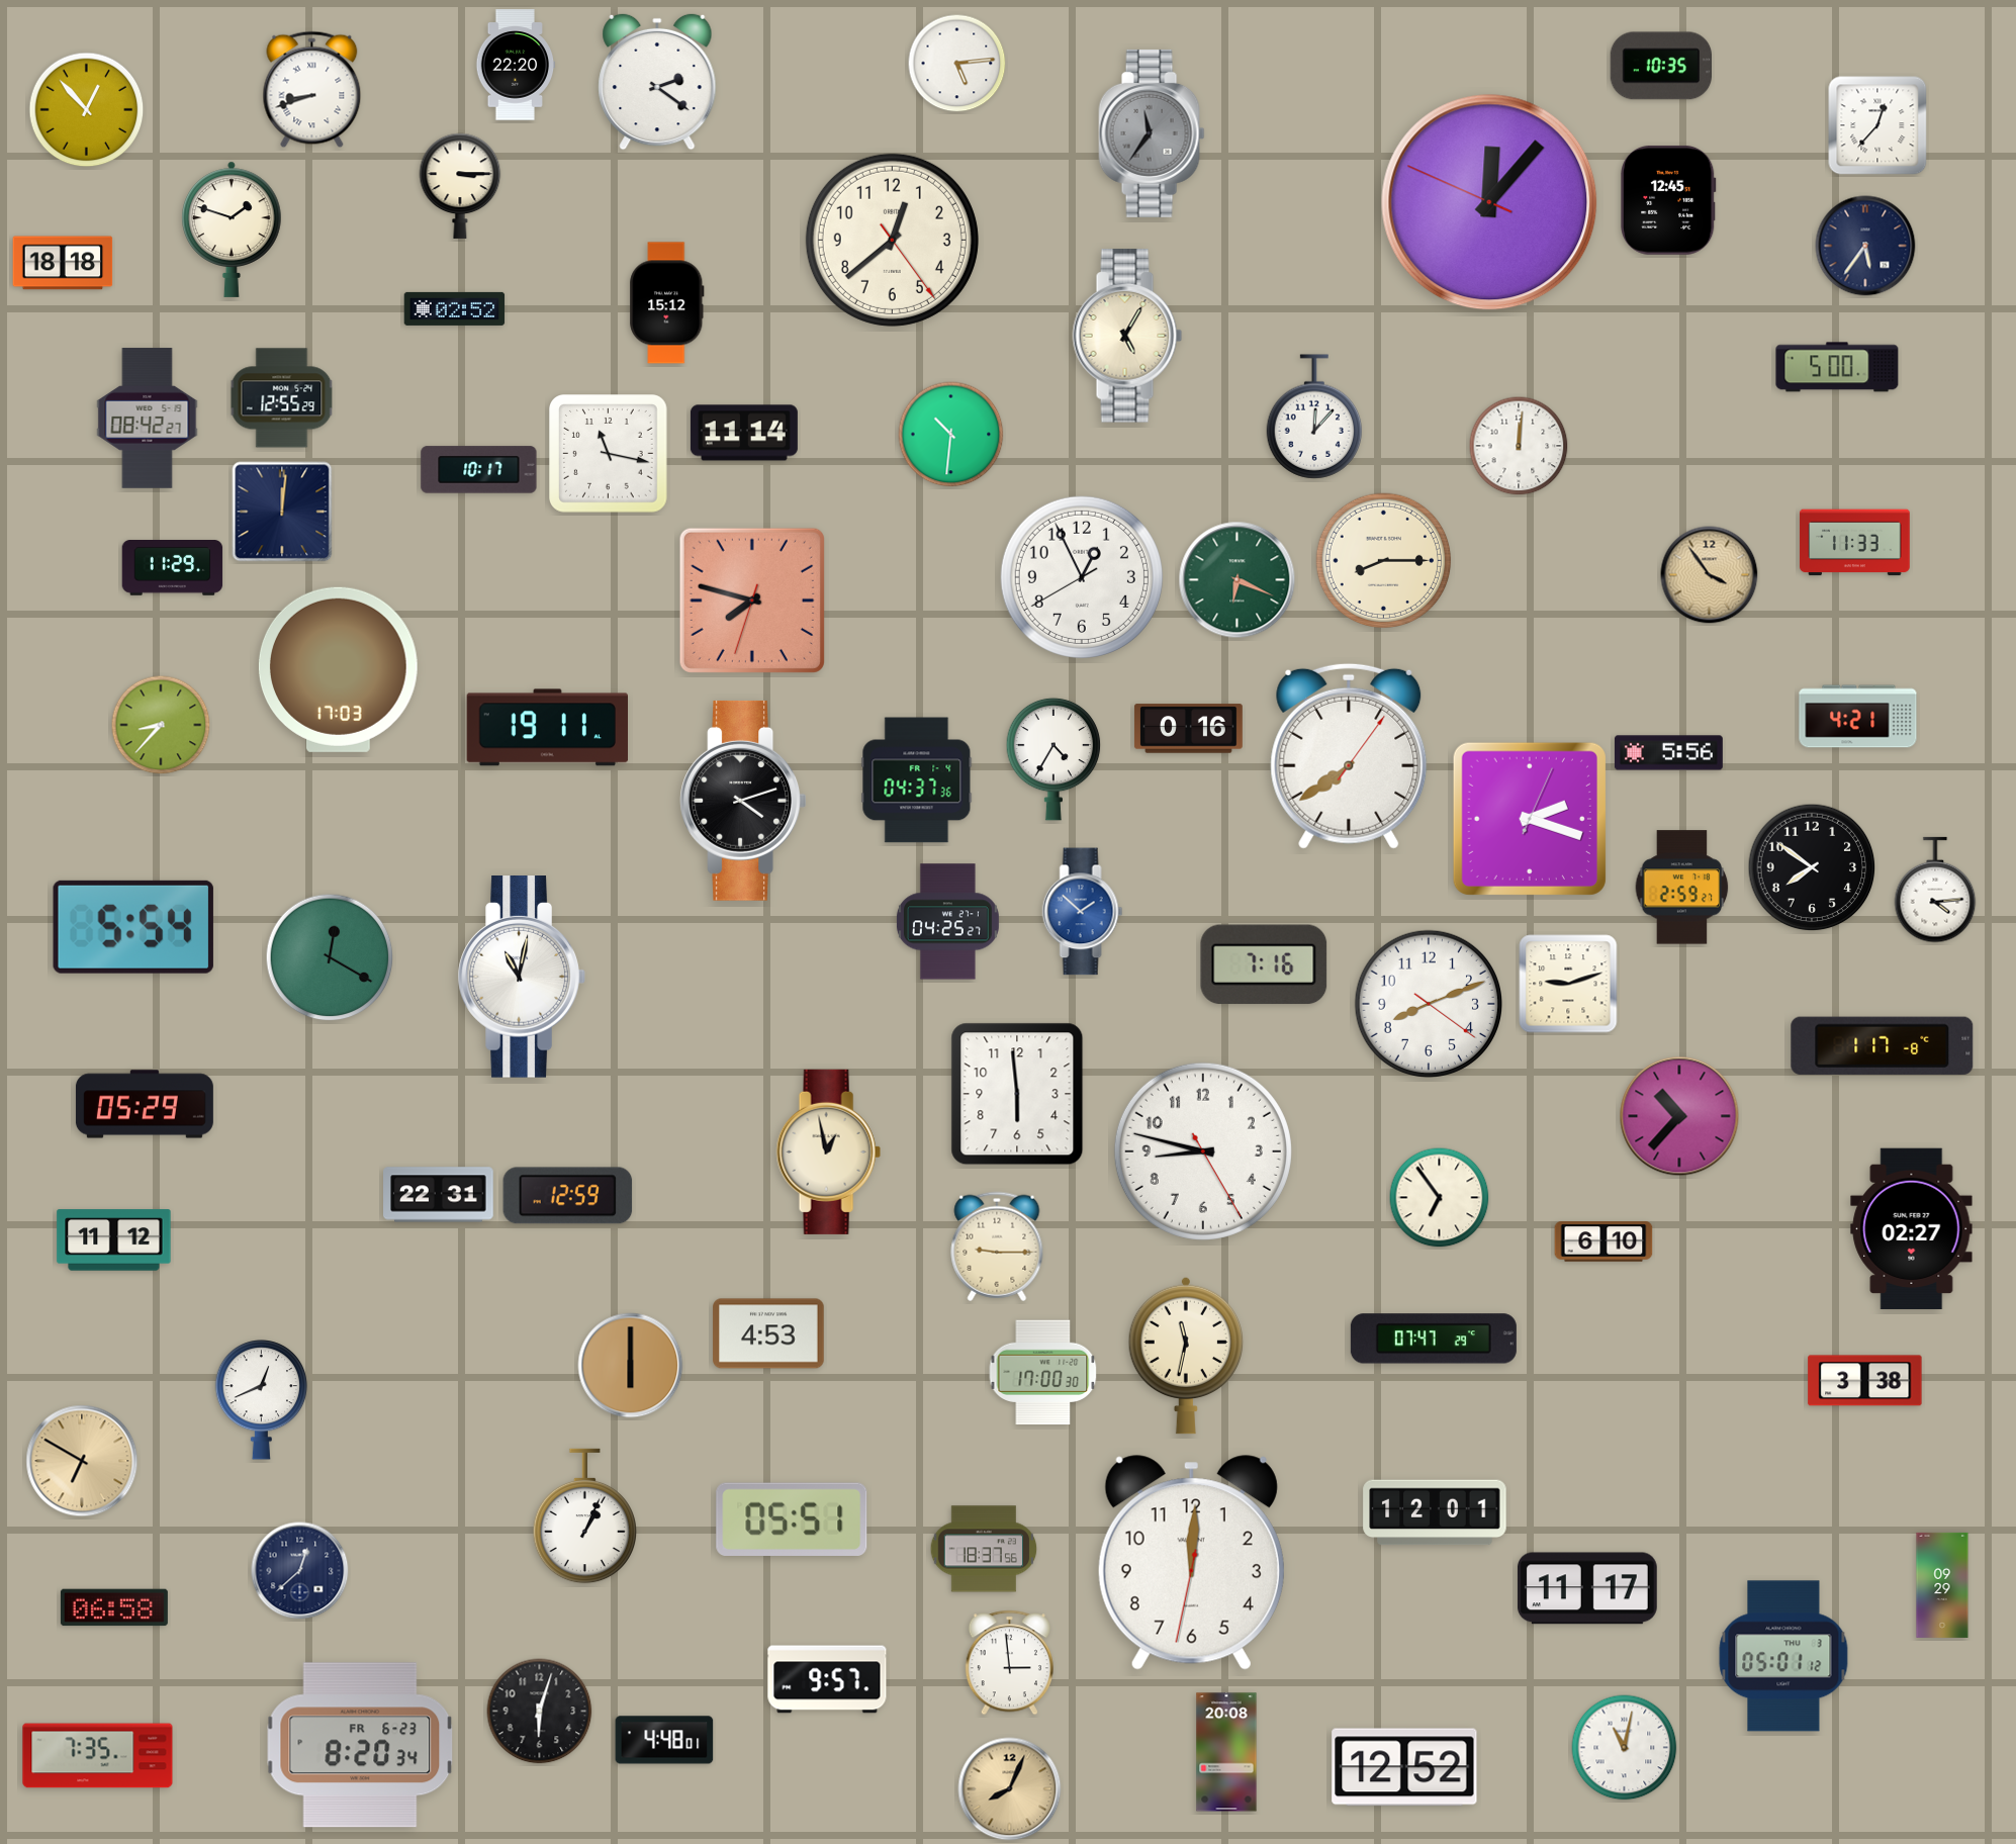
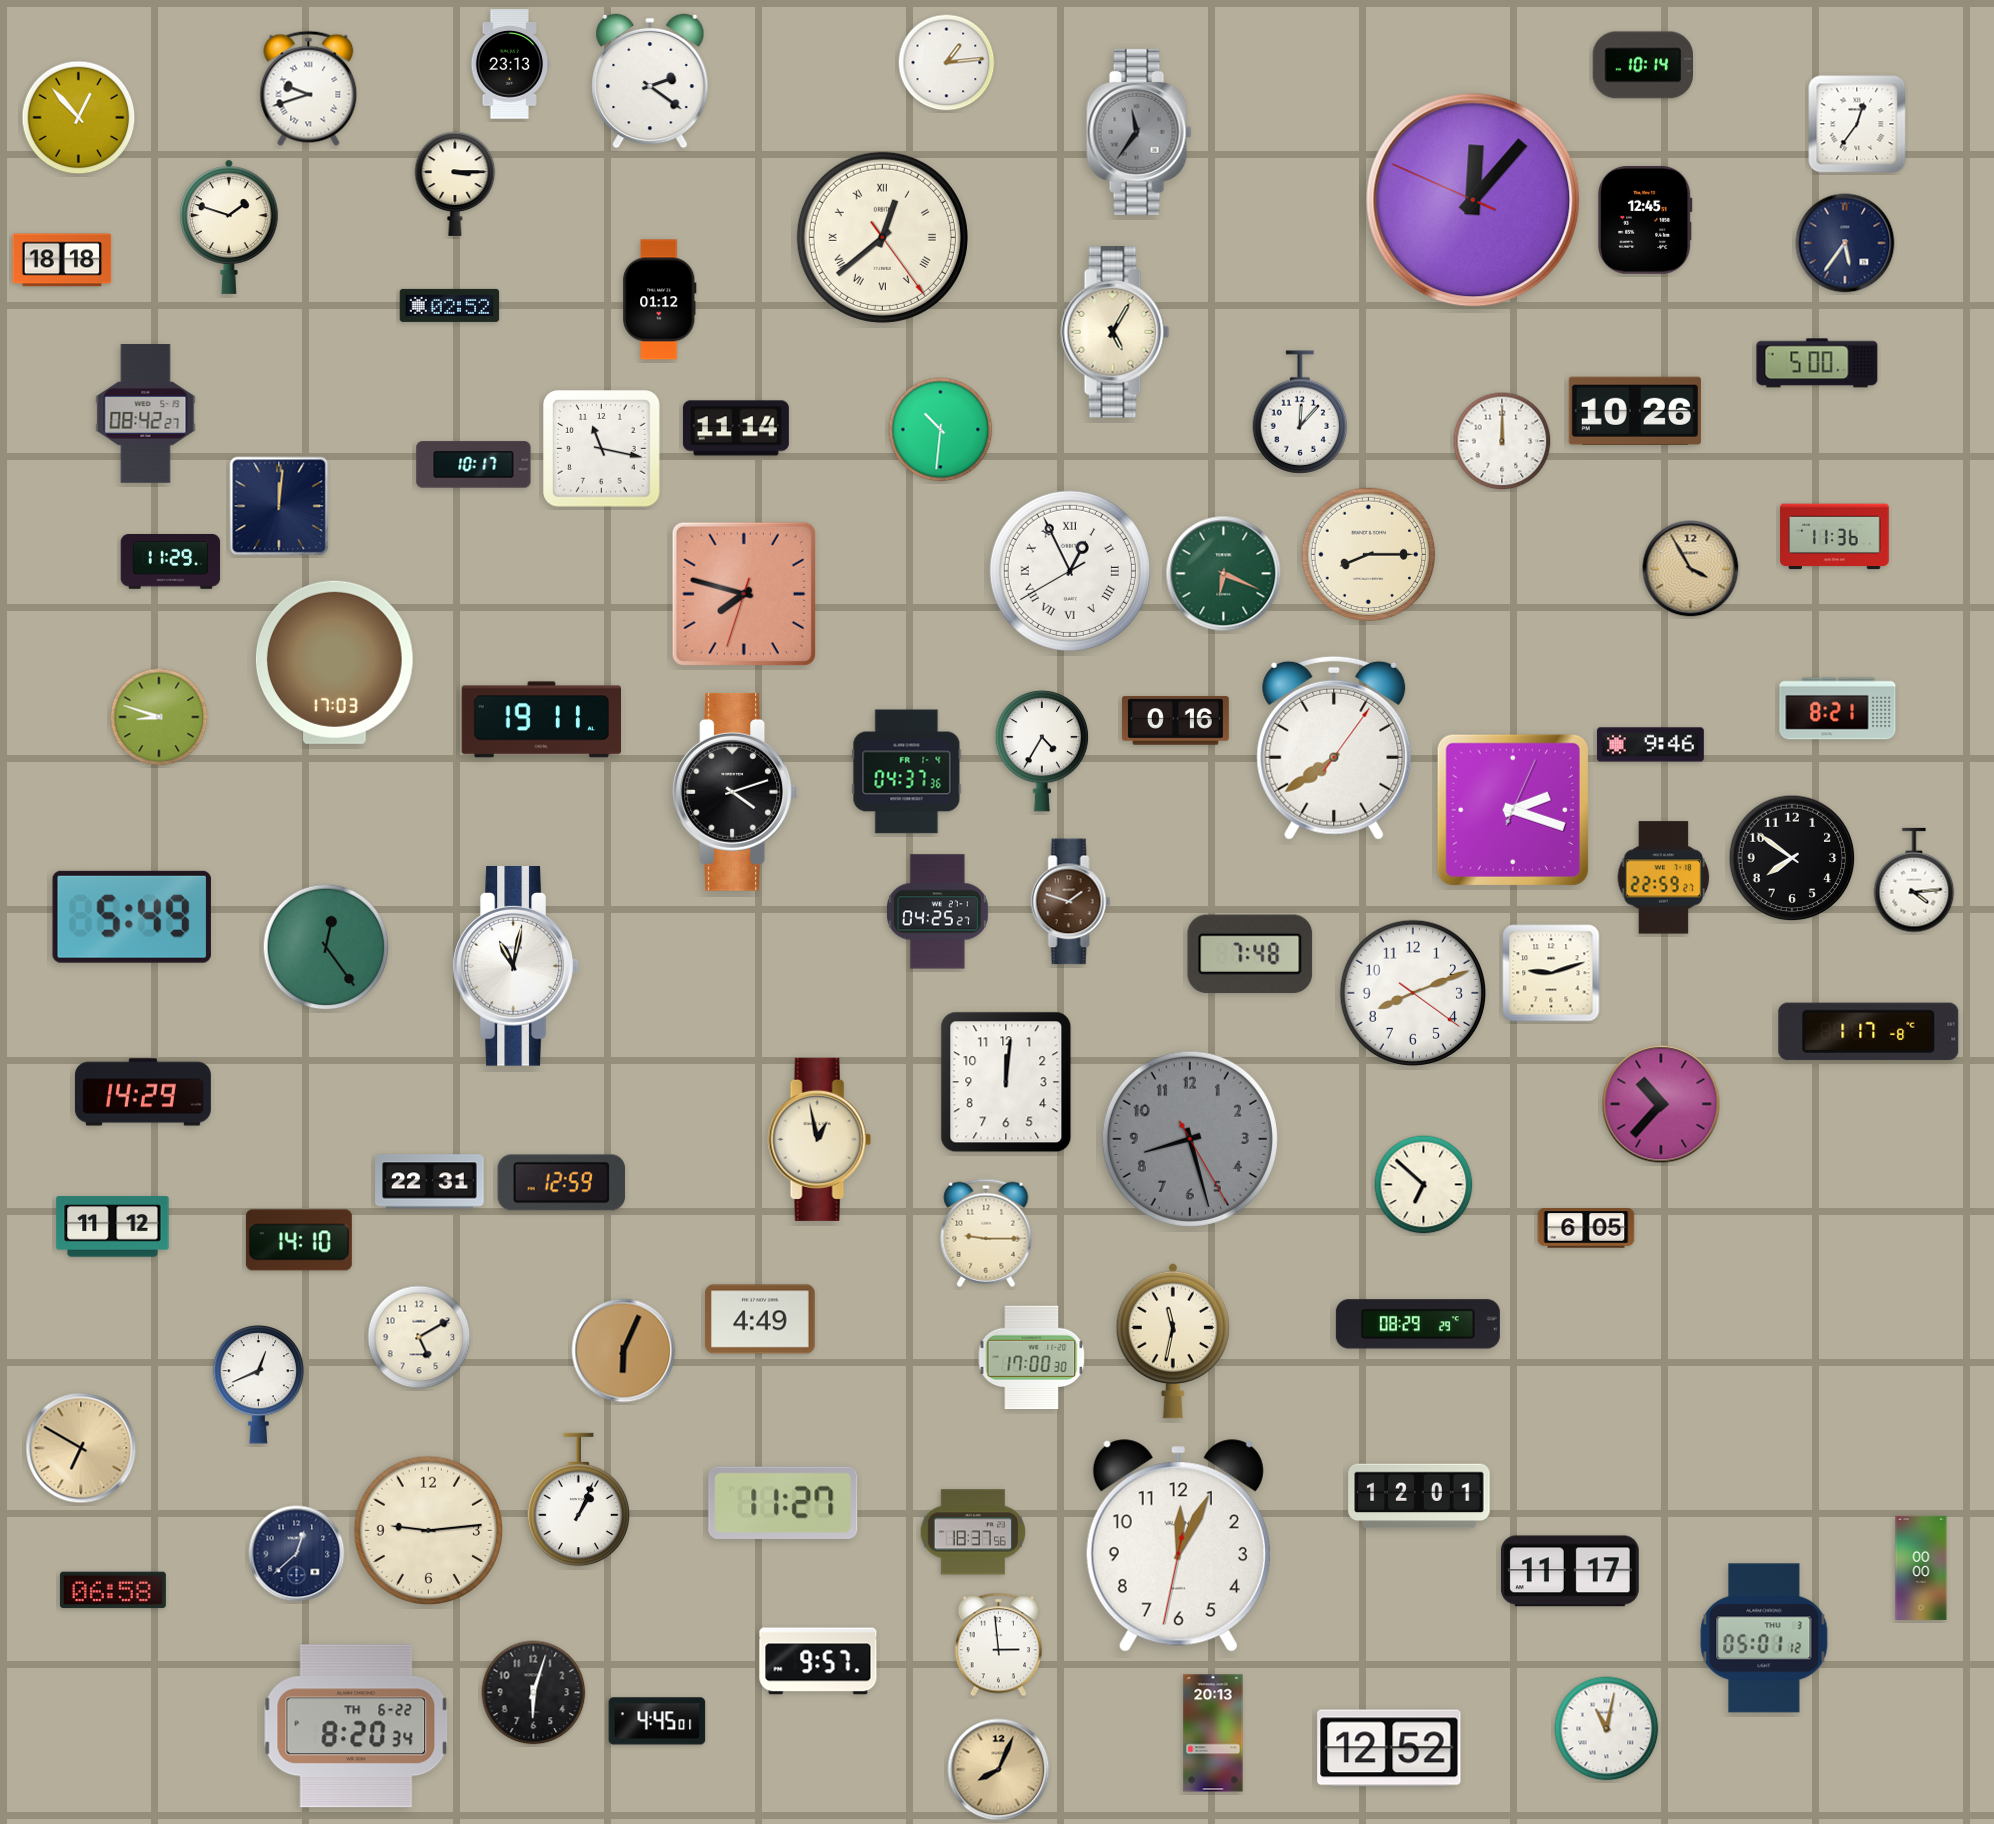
clock at (957, 64): 5:14 -> 1:14
clock at (516, 65): 22:20 -> 23:13
clock at (1660, 66): 10:35 -> 10:14
clock at (312, 90): 8:42 -> 9:42
clock at (87, 110) position: (87, 110) -> (79, 118)
clock at (1877, 125): 12:37 -> 12:36
clock at (1668, 200) position: (1668, 200) -> (1645, 220)
clock at (892, 240) numerals: Arabic -> Roman
clock at (667, 303): 15:12 -> 01:12
clock at (282, 398): 12:55 -> none
clock at (1635, 410): none -> 10:26
clock at (1519, 446): 12:01 -> 12:00
clock at (1855, 543): 11:33 -> 11:36
clock at (1710, 575): 3:54 -> 3:55
clock at (1082, 577) numerals: Arabic -> Roman
clock at (1858, 717): 4:21 -> 8:21
clock at (161, 725): 8:37 -> 8:48
clock at (1668, 753): 5:56 -> 9:46
clock at (1682, 888): 2:59 -> 22:59
clock at (1083, 912): 1:52 -> 1:48
clock at (1083, 912) dial: blue -> brown
clock at (133, 927): 5:54 -> 5:49
clock at (330, 957): 12:20 -> 12:24
clock at (1264, 964): 7:16 -> 7:48
clock at (1883, 1045) position: (1883, 1045) -> (1869, 1031)
clock at (1017, 1094): 5:59 -> 12:01
clock at (145, 1104): 05:29 -> 14:29
clock at (1203, 1151): 8:47 -> 8:27
clock at (1203, 1151) dial: white -> grey
clock at (439, 1195) position: (439, 1195) -> (430, 1182)
clock at (1440, 1198): 6:54 -> 6:52
clock at (1912, 1229): 02:27 -> none
clock at (1603, 1241): 6:10 -> 6:05
clock at (299, 1240): none -> 14:10
clock at (768, 1333): 4:53 -> 4:49
clock at (1434, 1339): 07:47 -> 08:29
clock at (419, 1337): none -> 5:10
clock at (631, 1366): 6:00 -> 6:04
clock at (1865, 1381): 3:38 -> none
clock at (82, 1461) position: (82, 1461) -> (81, 1448)
clock at (792, 1519): 05:51 -> 11:27
clock at (428, 1530): none -> 9:14
clock at (1191, 1563): 12:00 -> 12:04
clock at (1942, 1585): 09:29 -> 00:00
clock at (664, 1740): 4:48 -> 4:45
clock at (360, 1745) date: FR 6-23 -> TH 6-22
clock at (1226, 1752): 20:08 -> 20:13
clock at (98, 1756): 7:35 -> none
